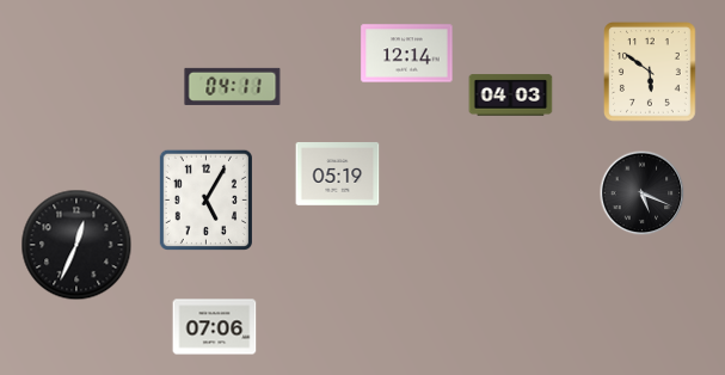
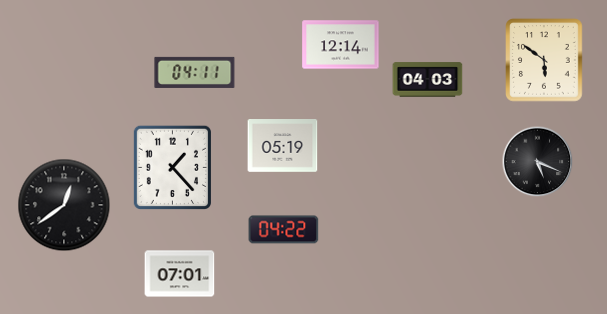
clock at (205, 199): 5:05 -> 1:23
clock at (76, 245): 12:34 -> 12:39
clock at (284, 230): none -> 04:22
clock at (215, 327): 07:06 -> 07:01
